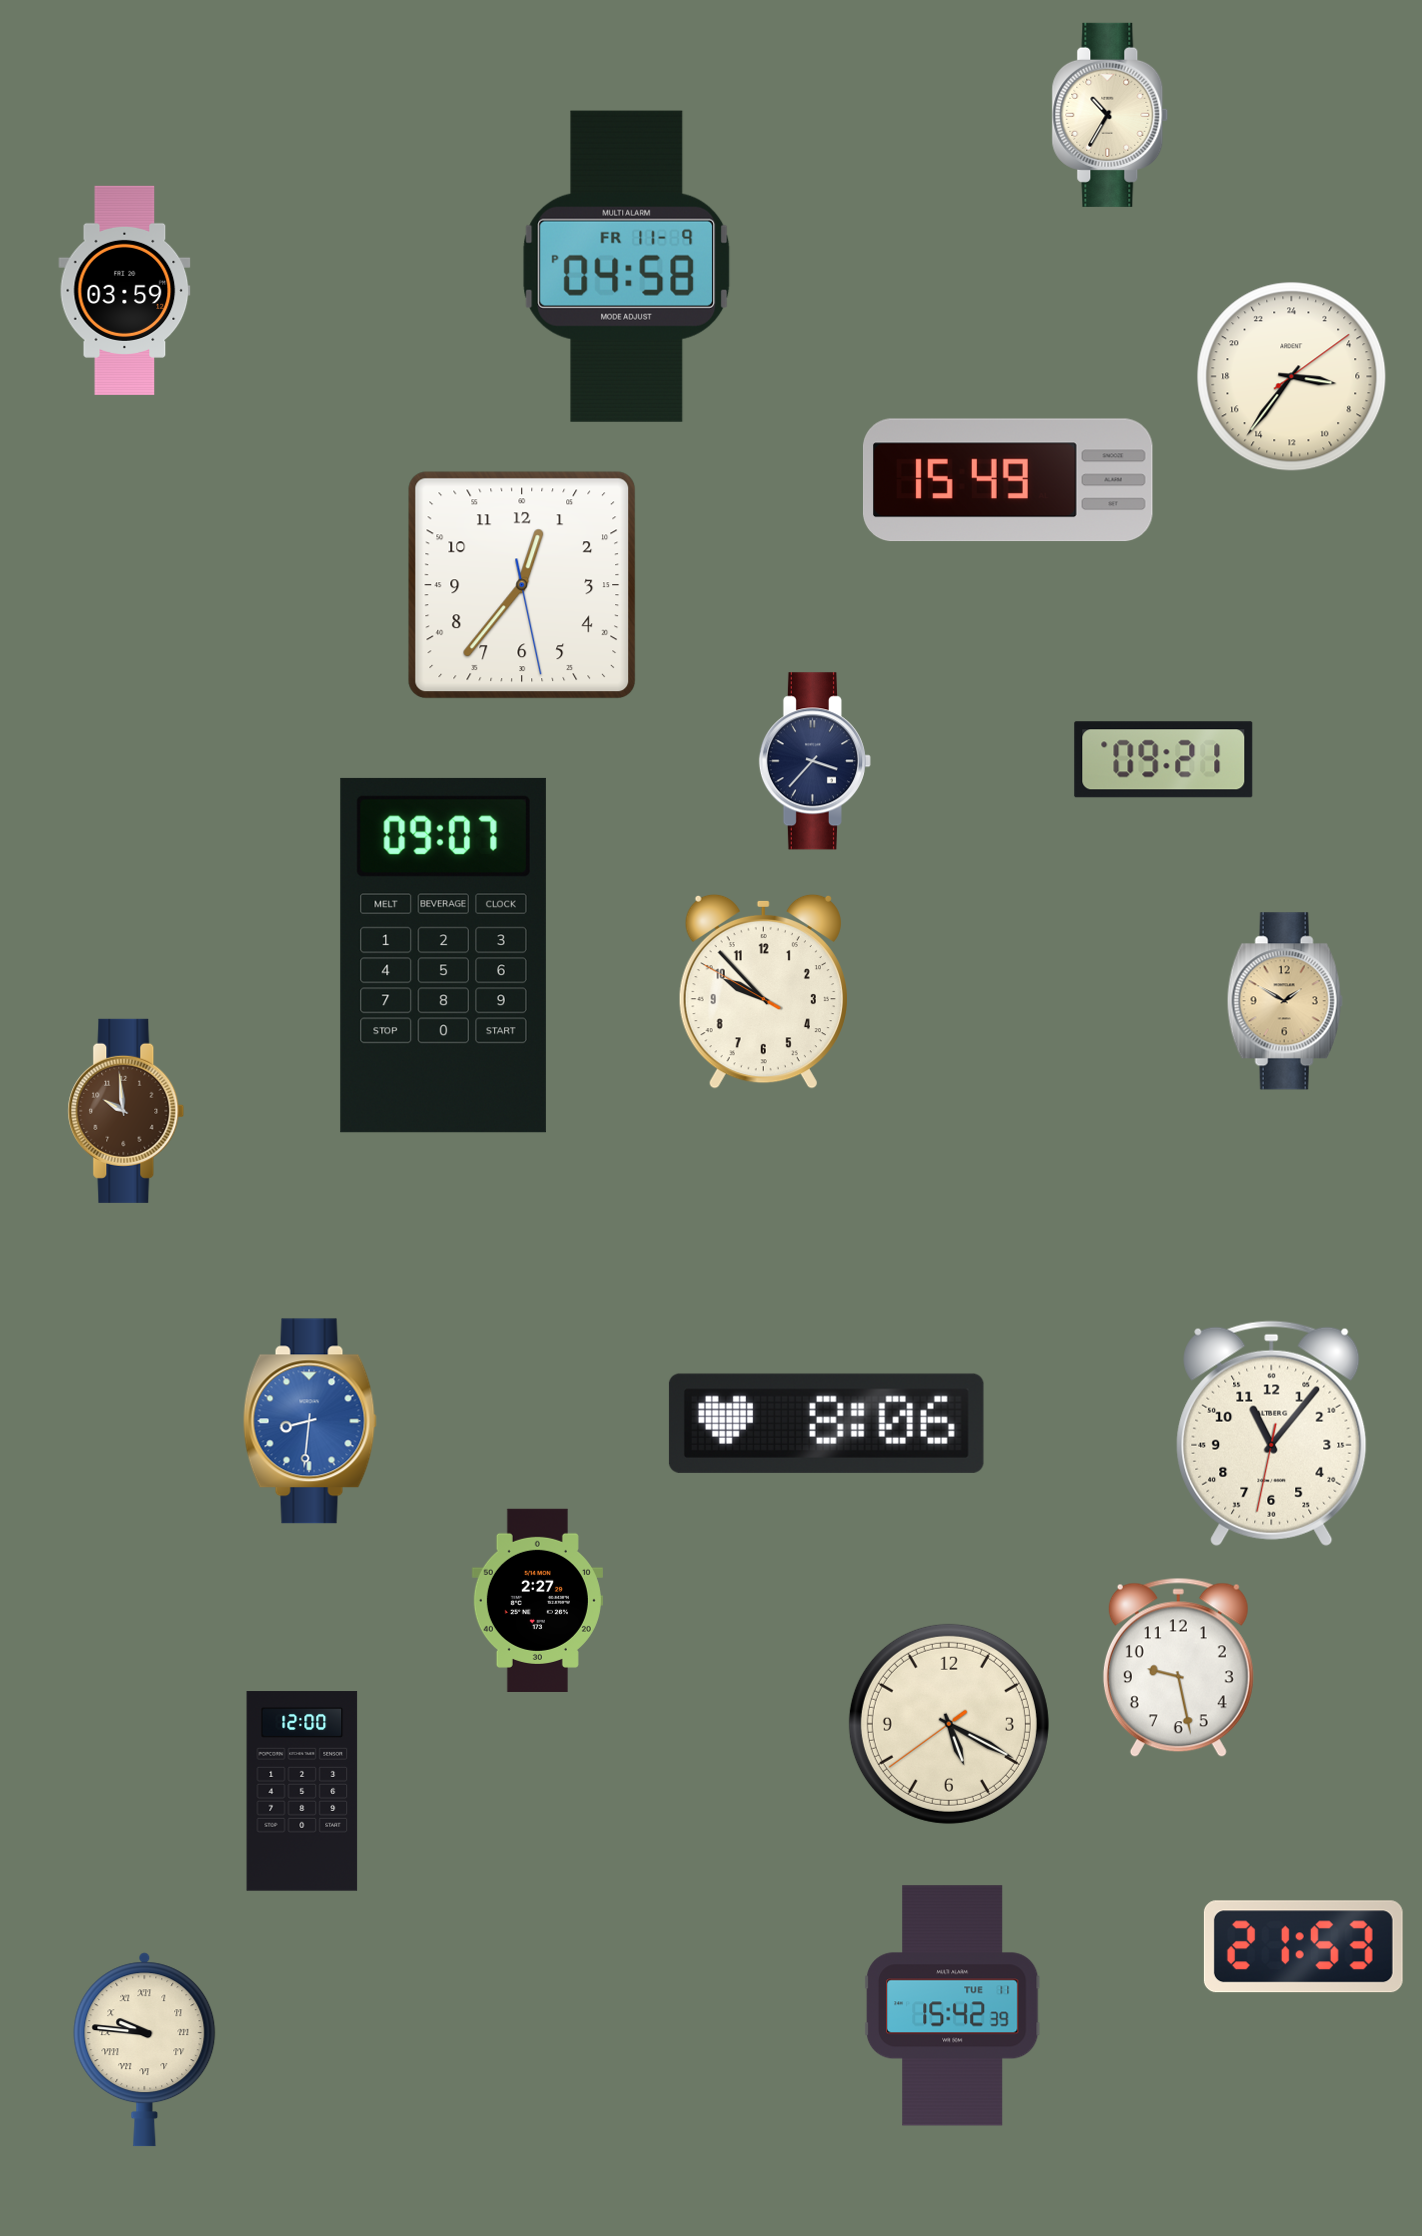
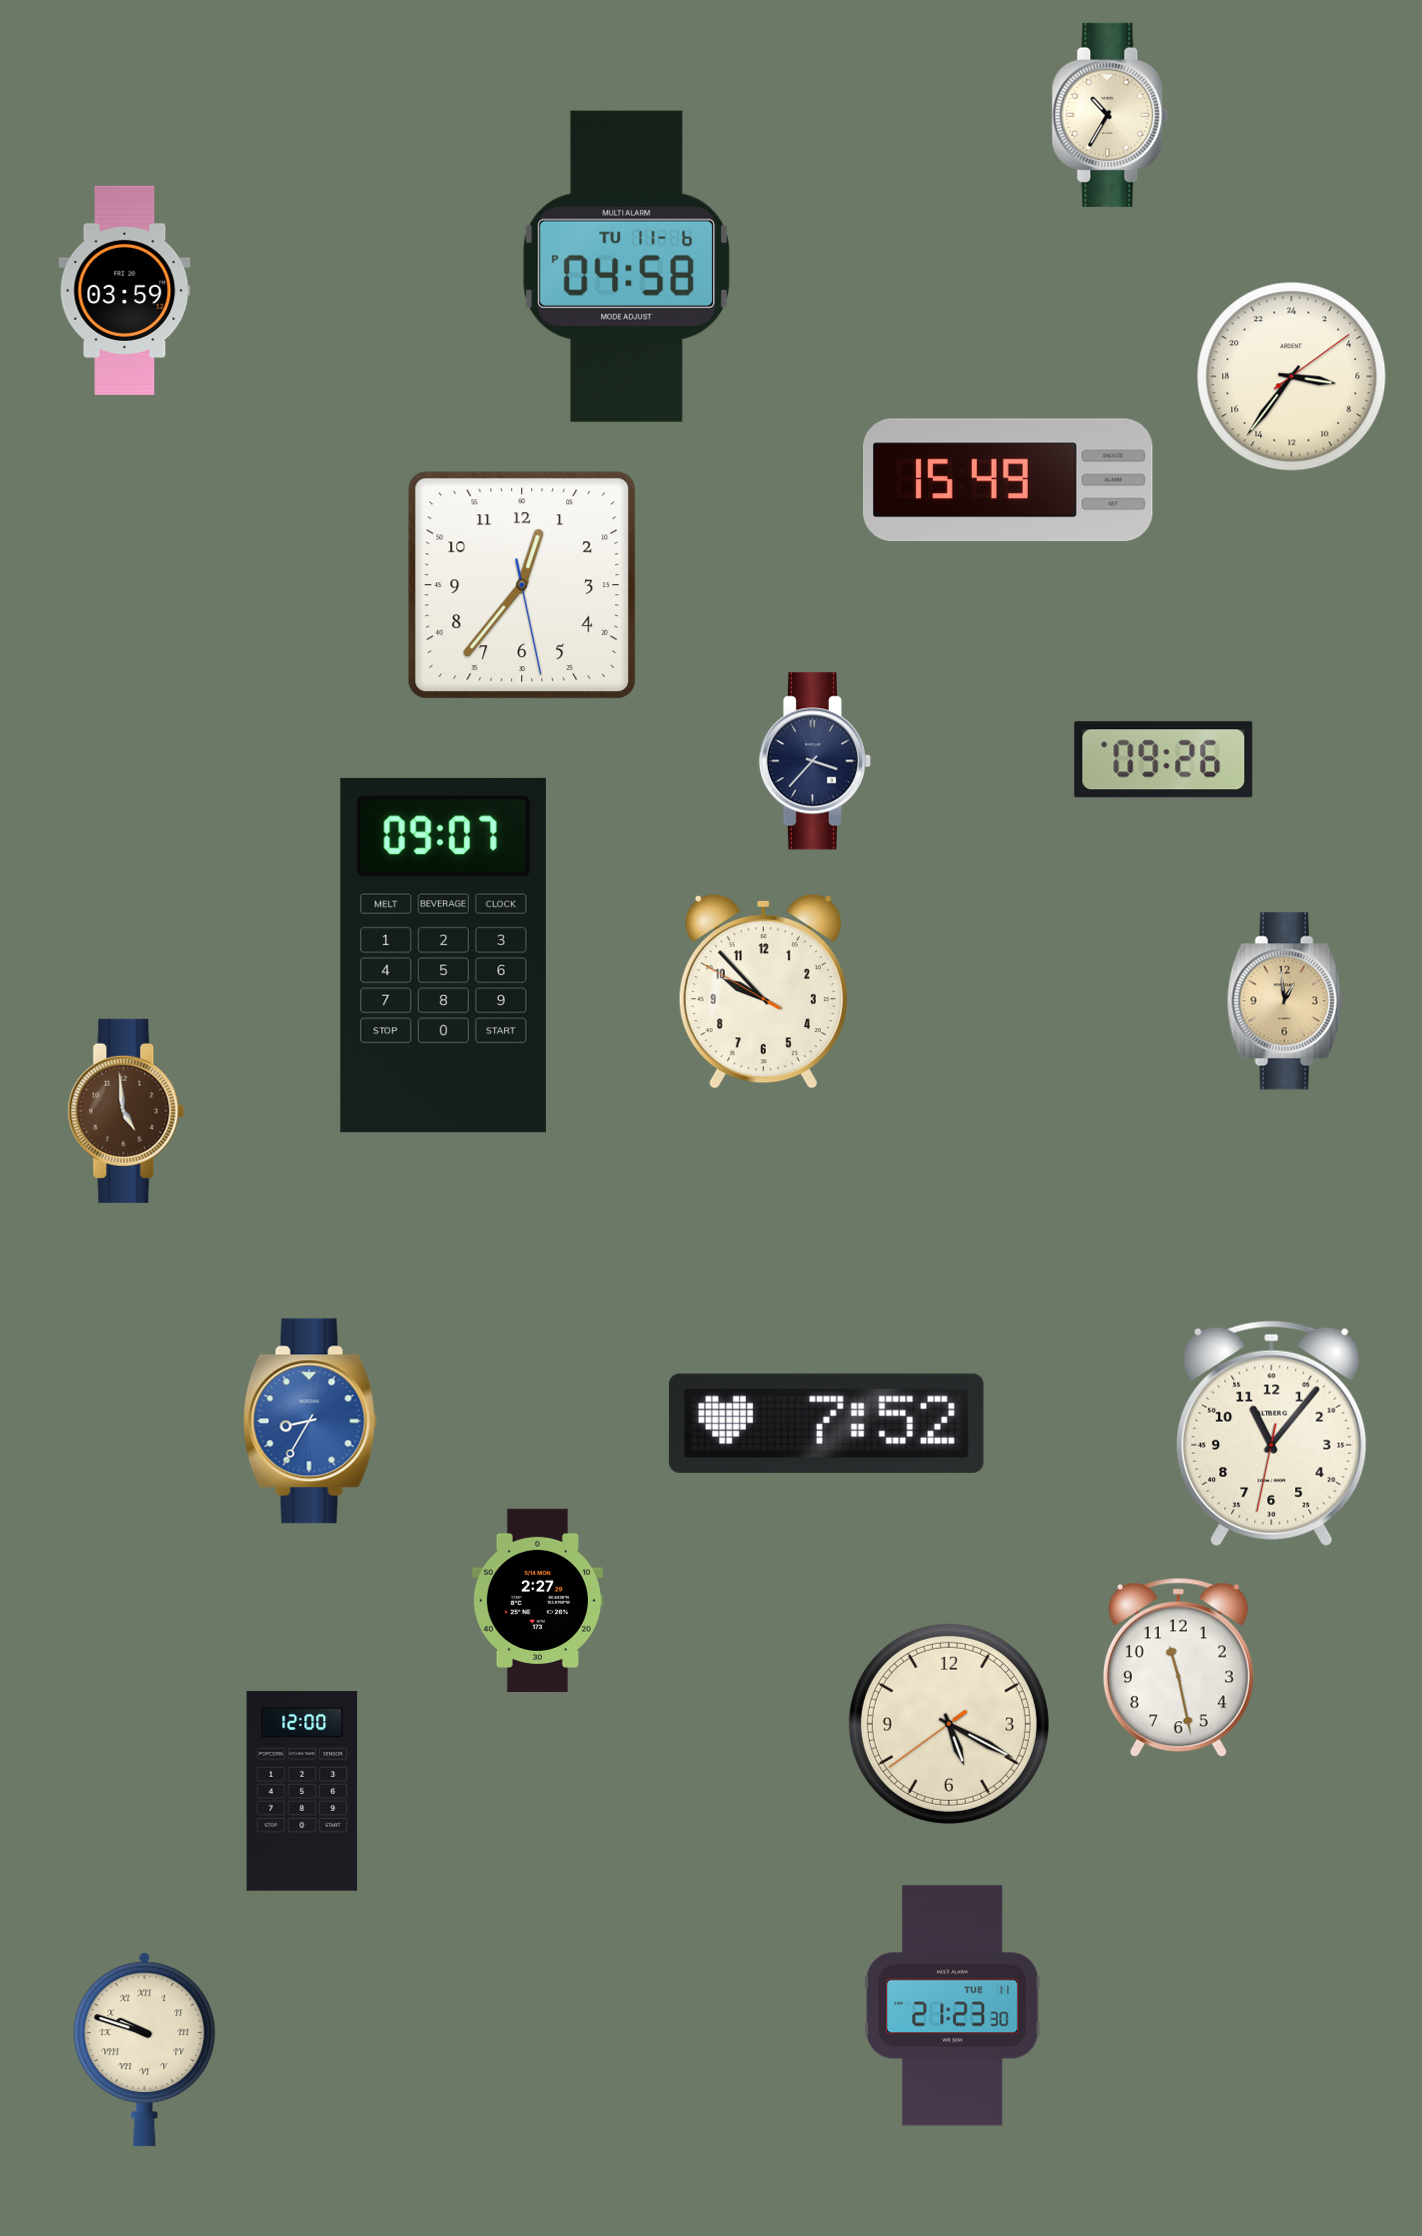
clock at (627, 266) date: FR 11-9 -> TU 11-6
clock at (1164, 760): 09:21 -> 09:26
clock at (1285, 1001): 1:50 -> 12:59
clock at (126, 1111): 9:59 -> 4:59
clock at (310, 1421): 8:31 -> 8:35
clock at (826, 1423): 8:06 -> 7:52
clock at (1178, 1668): 9:28 -> 11:28
clock at (1303, 1947): 21:53 -> none
clock at (952, 2006): 15:42 -> 21:23
clock at (145, 2050): 9:46 -> 9:48
